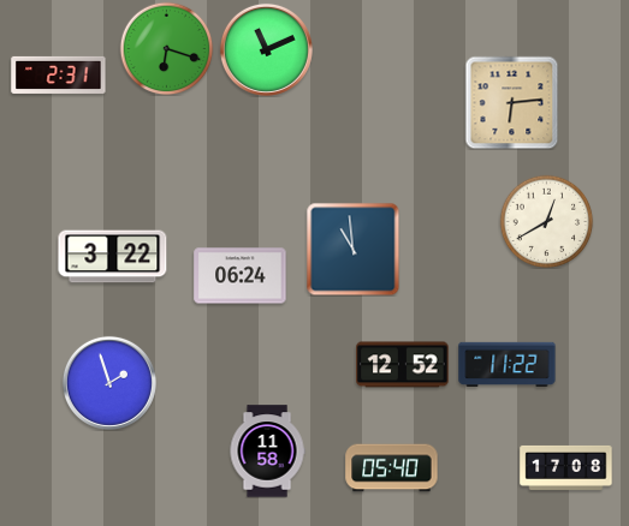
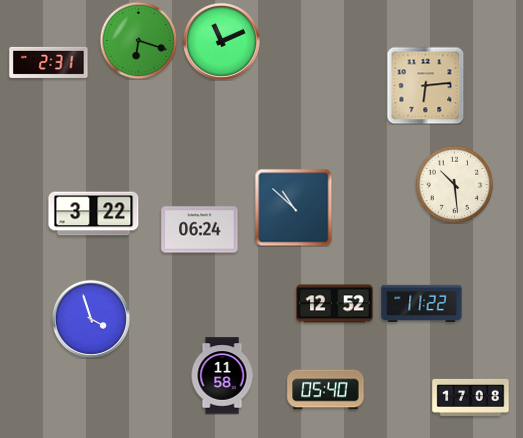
clock at (546, 221): 12:40 -> 10:29
clock at (352, 249): 10:59 -> 10:52
clock at (109, 383): 1:57 -> 3:57
clock at (566, 467) position: (566, 467) -> (471, 397)
